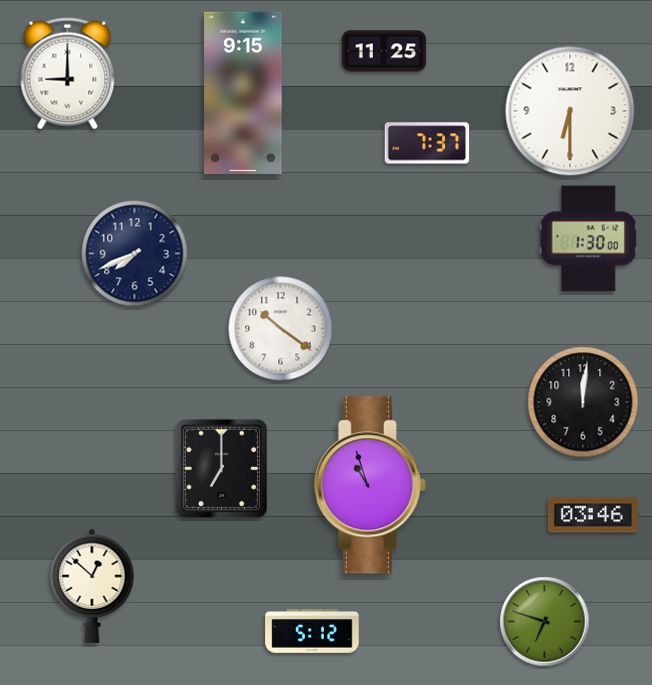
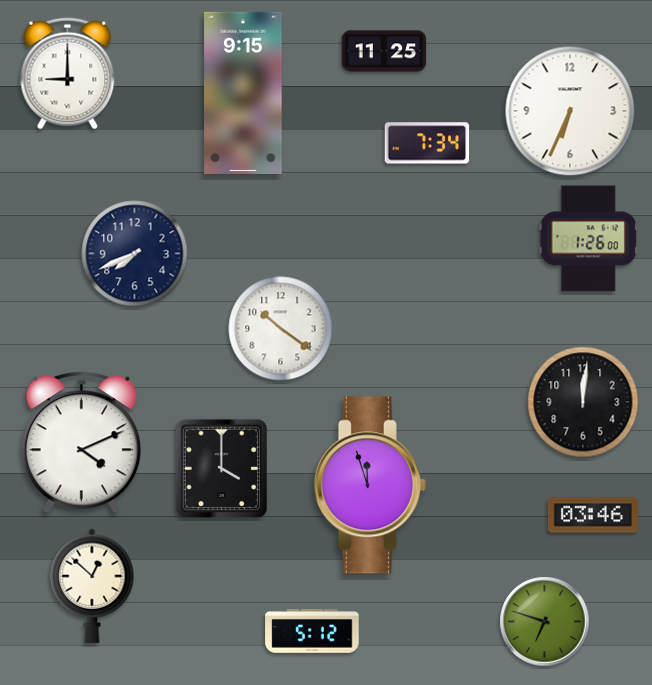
clock at (570, 111): 6:30 -> 6:34
clock at (427, 143): 7:37 -> 7:34
clock at (588, 239): 1:30 -> 1:26
clock at (81, 443): none -> 4:11
clock at (221, 468): 7:00 -> 4:00
clock at (370, 485): 10:57 -> 11:57
